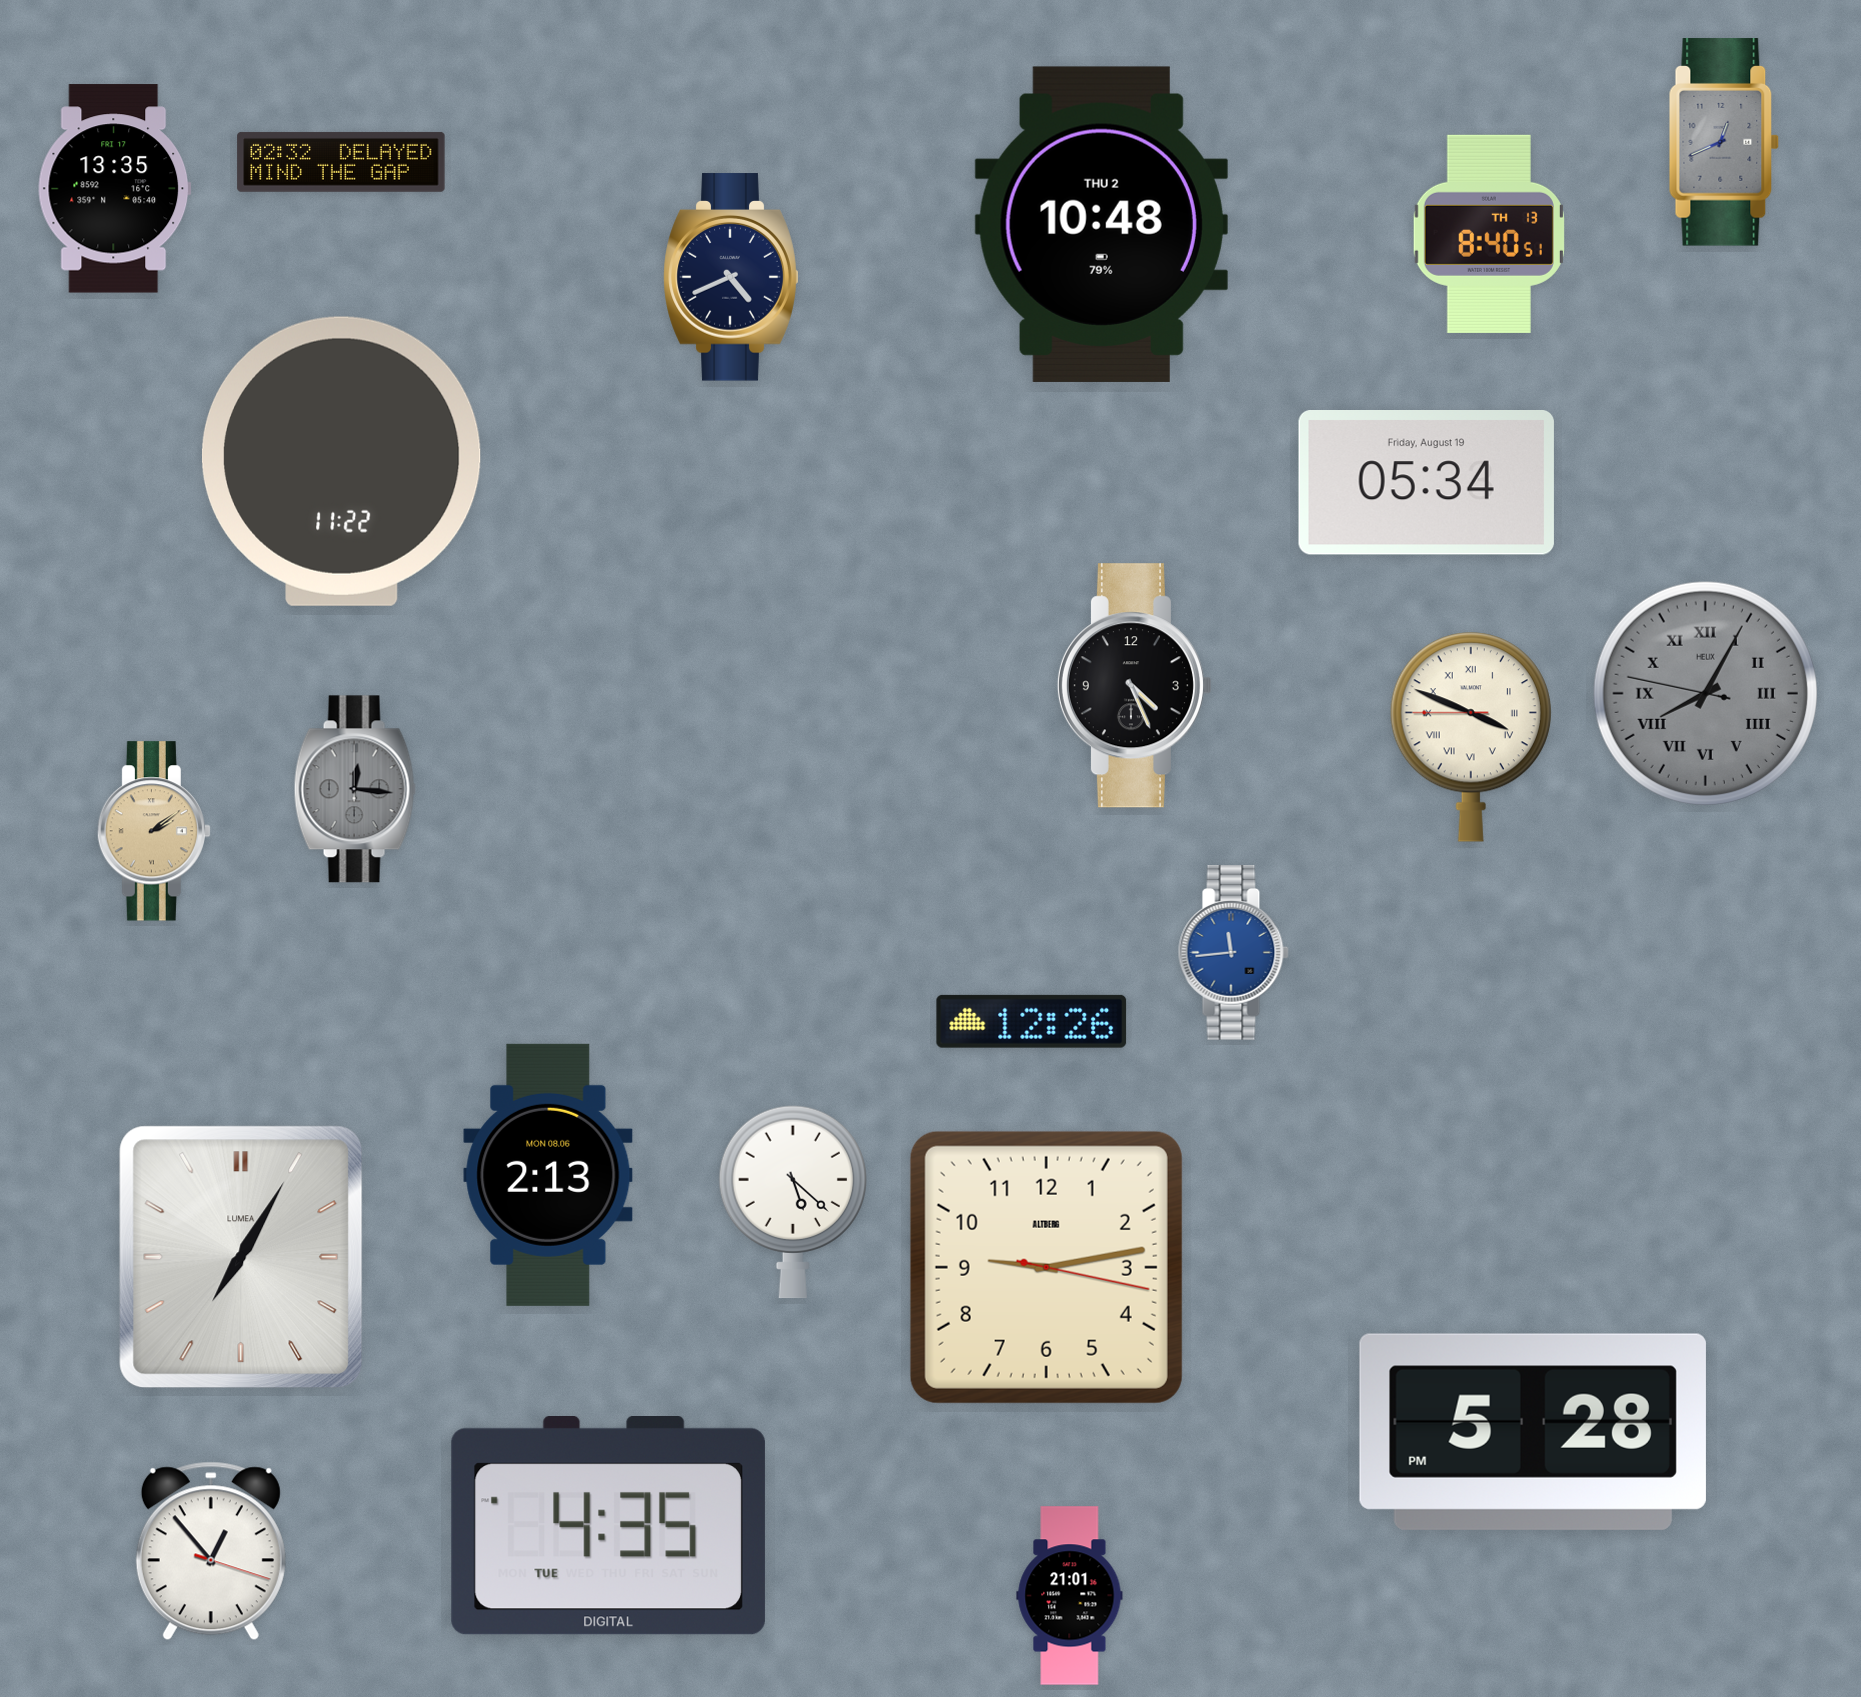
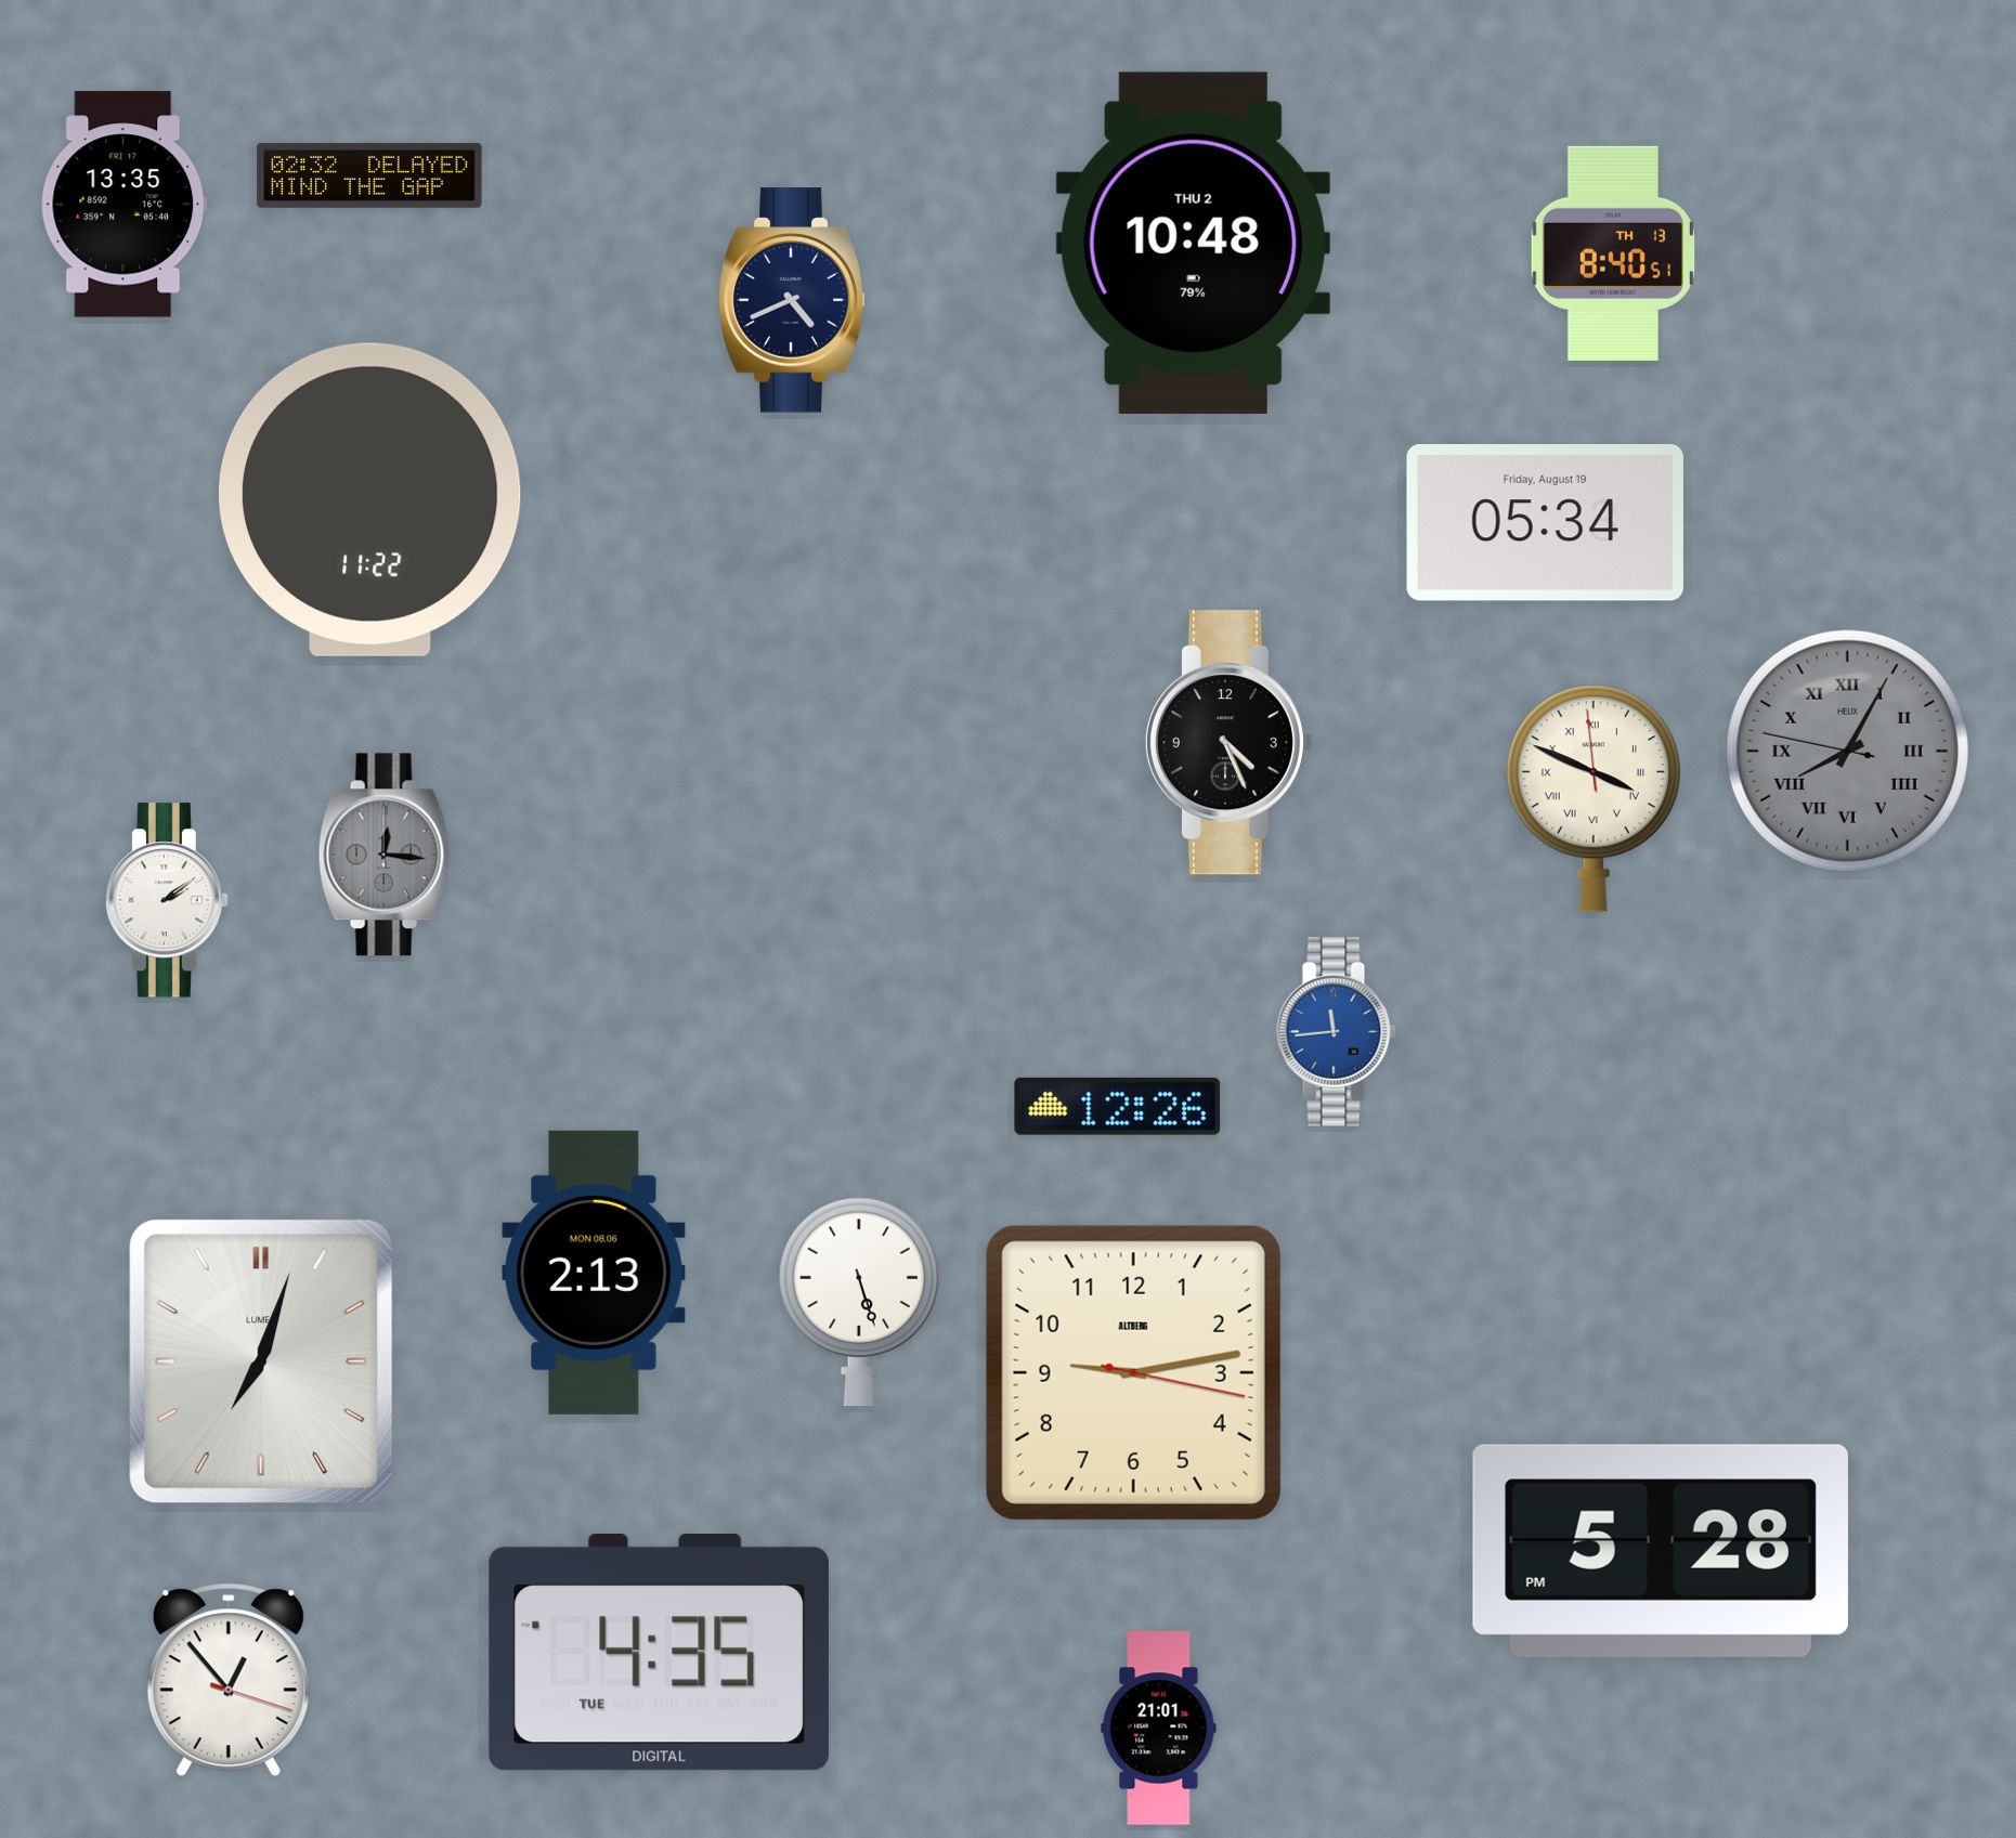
clock at (1724, 142): 12:41 -> none
clock at (1471, 737): 3:48:45 -> 3:48:59
clock at (153, 831) dial: champagne -> white
clock at (793, 1202): 5:22 -> 5:27
clock at (241, 1257): 7:05 -> 7:03
